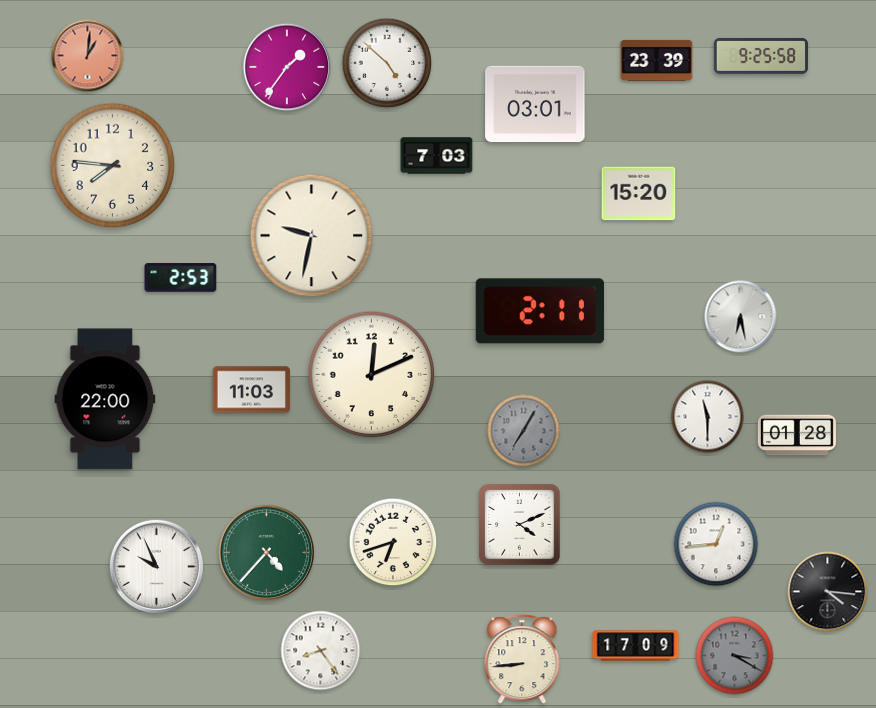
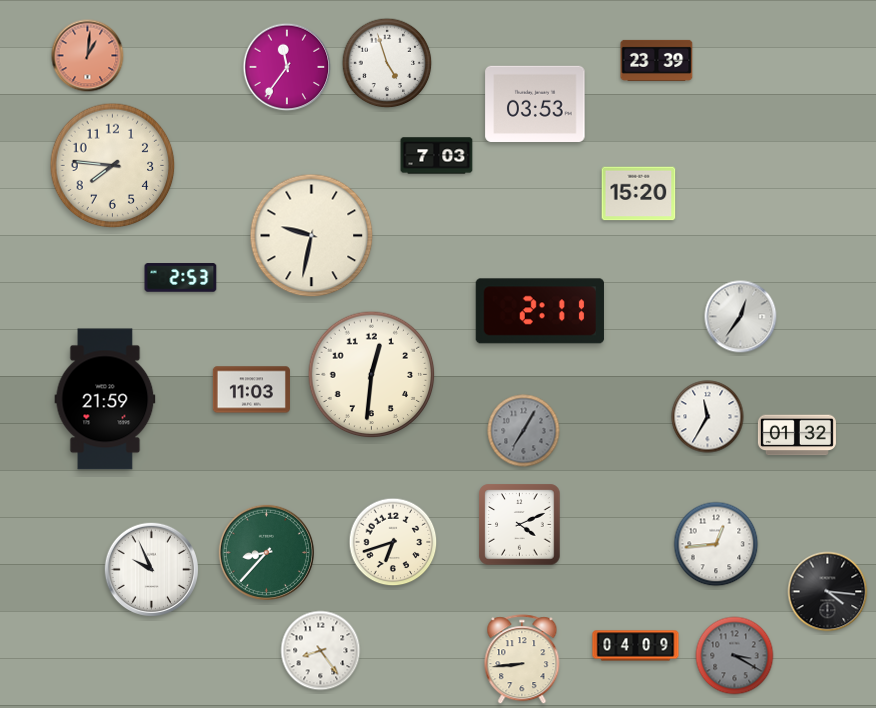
clock at (760, 56): 9:25 -> none
clock at (387, 63): 4:52 -> 4:57
clock at (287, 67): 1:36 -> 11:36
clock at (535, 103): 03:01 -> 03:53
clock at (741, 317): 6:28 -> 12:36
clock at (372, 375): 12:11 -> 12:31
clock at (105, 399): 22:00 -> 21:59
clock at (708, 417): 11:30 -> 11:35
clock at (797, 435): 01:28 -> 01:32
clock at (266, 552): 4:37 -> 8:37
clock at (156, 566) position: (156, 566) -> (151, 569)
clock at (636, 646): 17:09 -> 04:09
